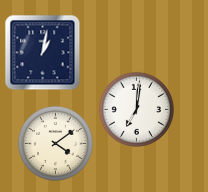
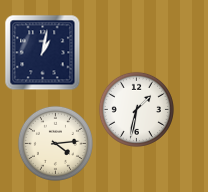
clock at (136, 109): 7:01 -> 1:32
clock at (55, 143): 4:09 -> 4:14
